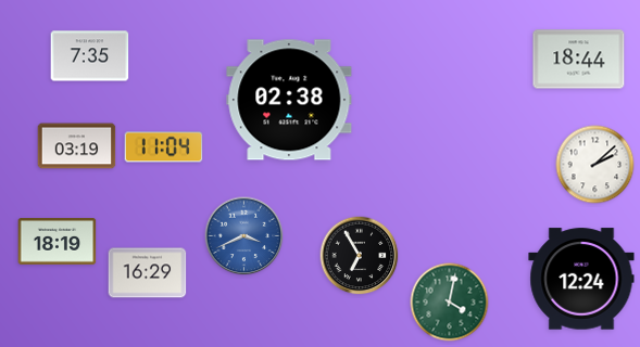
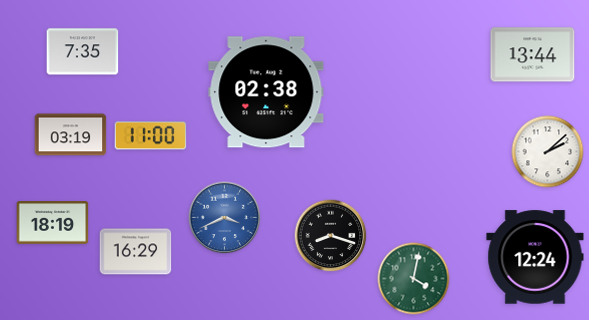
clock at (579, 60): 18:44 -> 13:44
clock at (164, 147): 11:04 -> 11:00
clock at (360, 256): 6:55 -> 8:18
